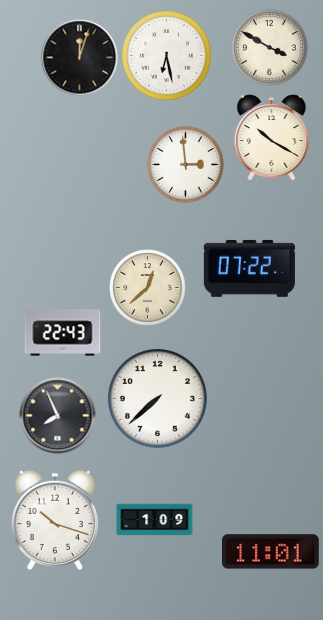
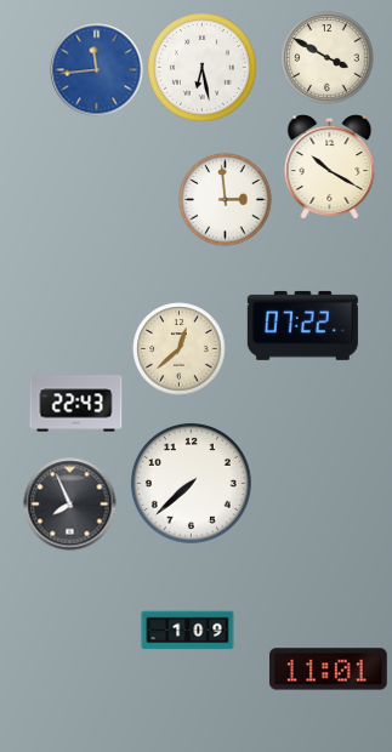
clock at (80, 58): 12:03 -> 11:44
clock at (80, 58) dial: black -> blue
clock at (55, 520): 10:18 -> none
